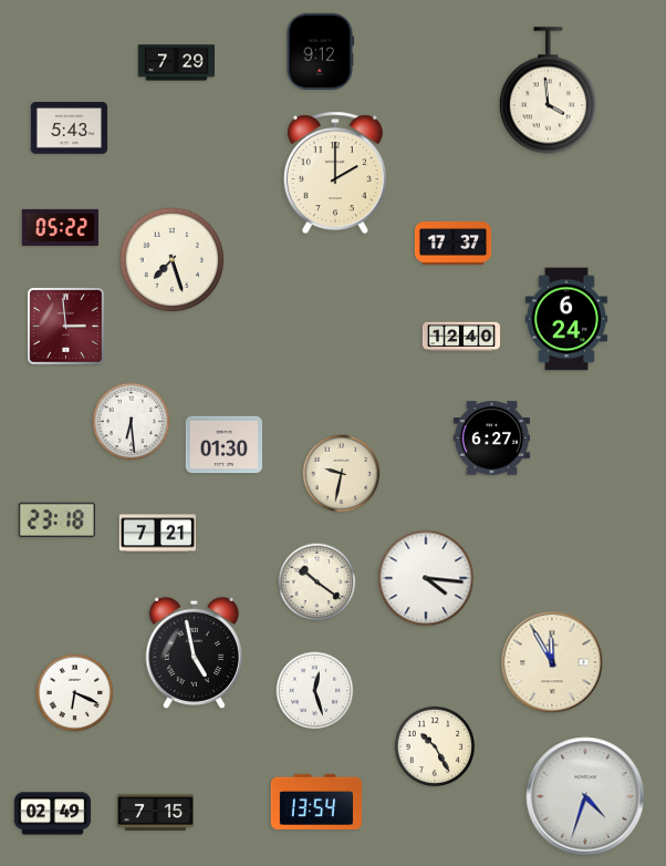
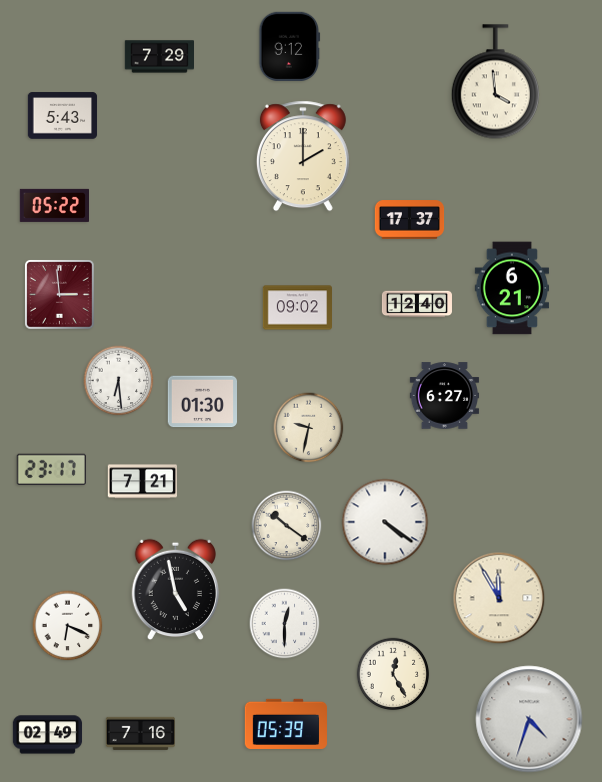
clock at (171, 259): 7:27 -> none
clock at (566, 319): 6:24 -> 6:21
clock at (298, 308): none -> 09:02
clock at (56, 519): 23:18 -> 23:17
clock at (426, 578): 4:16 -> 4:21
clock at (315, 691): 12:27 -> 12:30
clock at (435, 746): 10:25 -> 12:25
clock at (315, 801): 13:54 -> 05:39
clock at (155, 812): 7:15 -> 7:16
